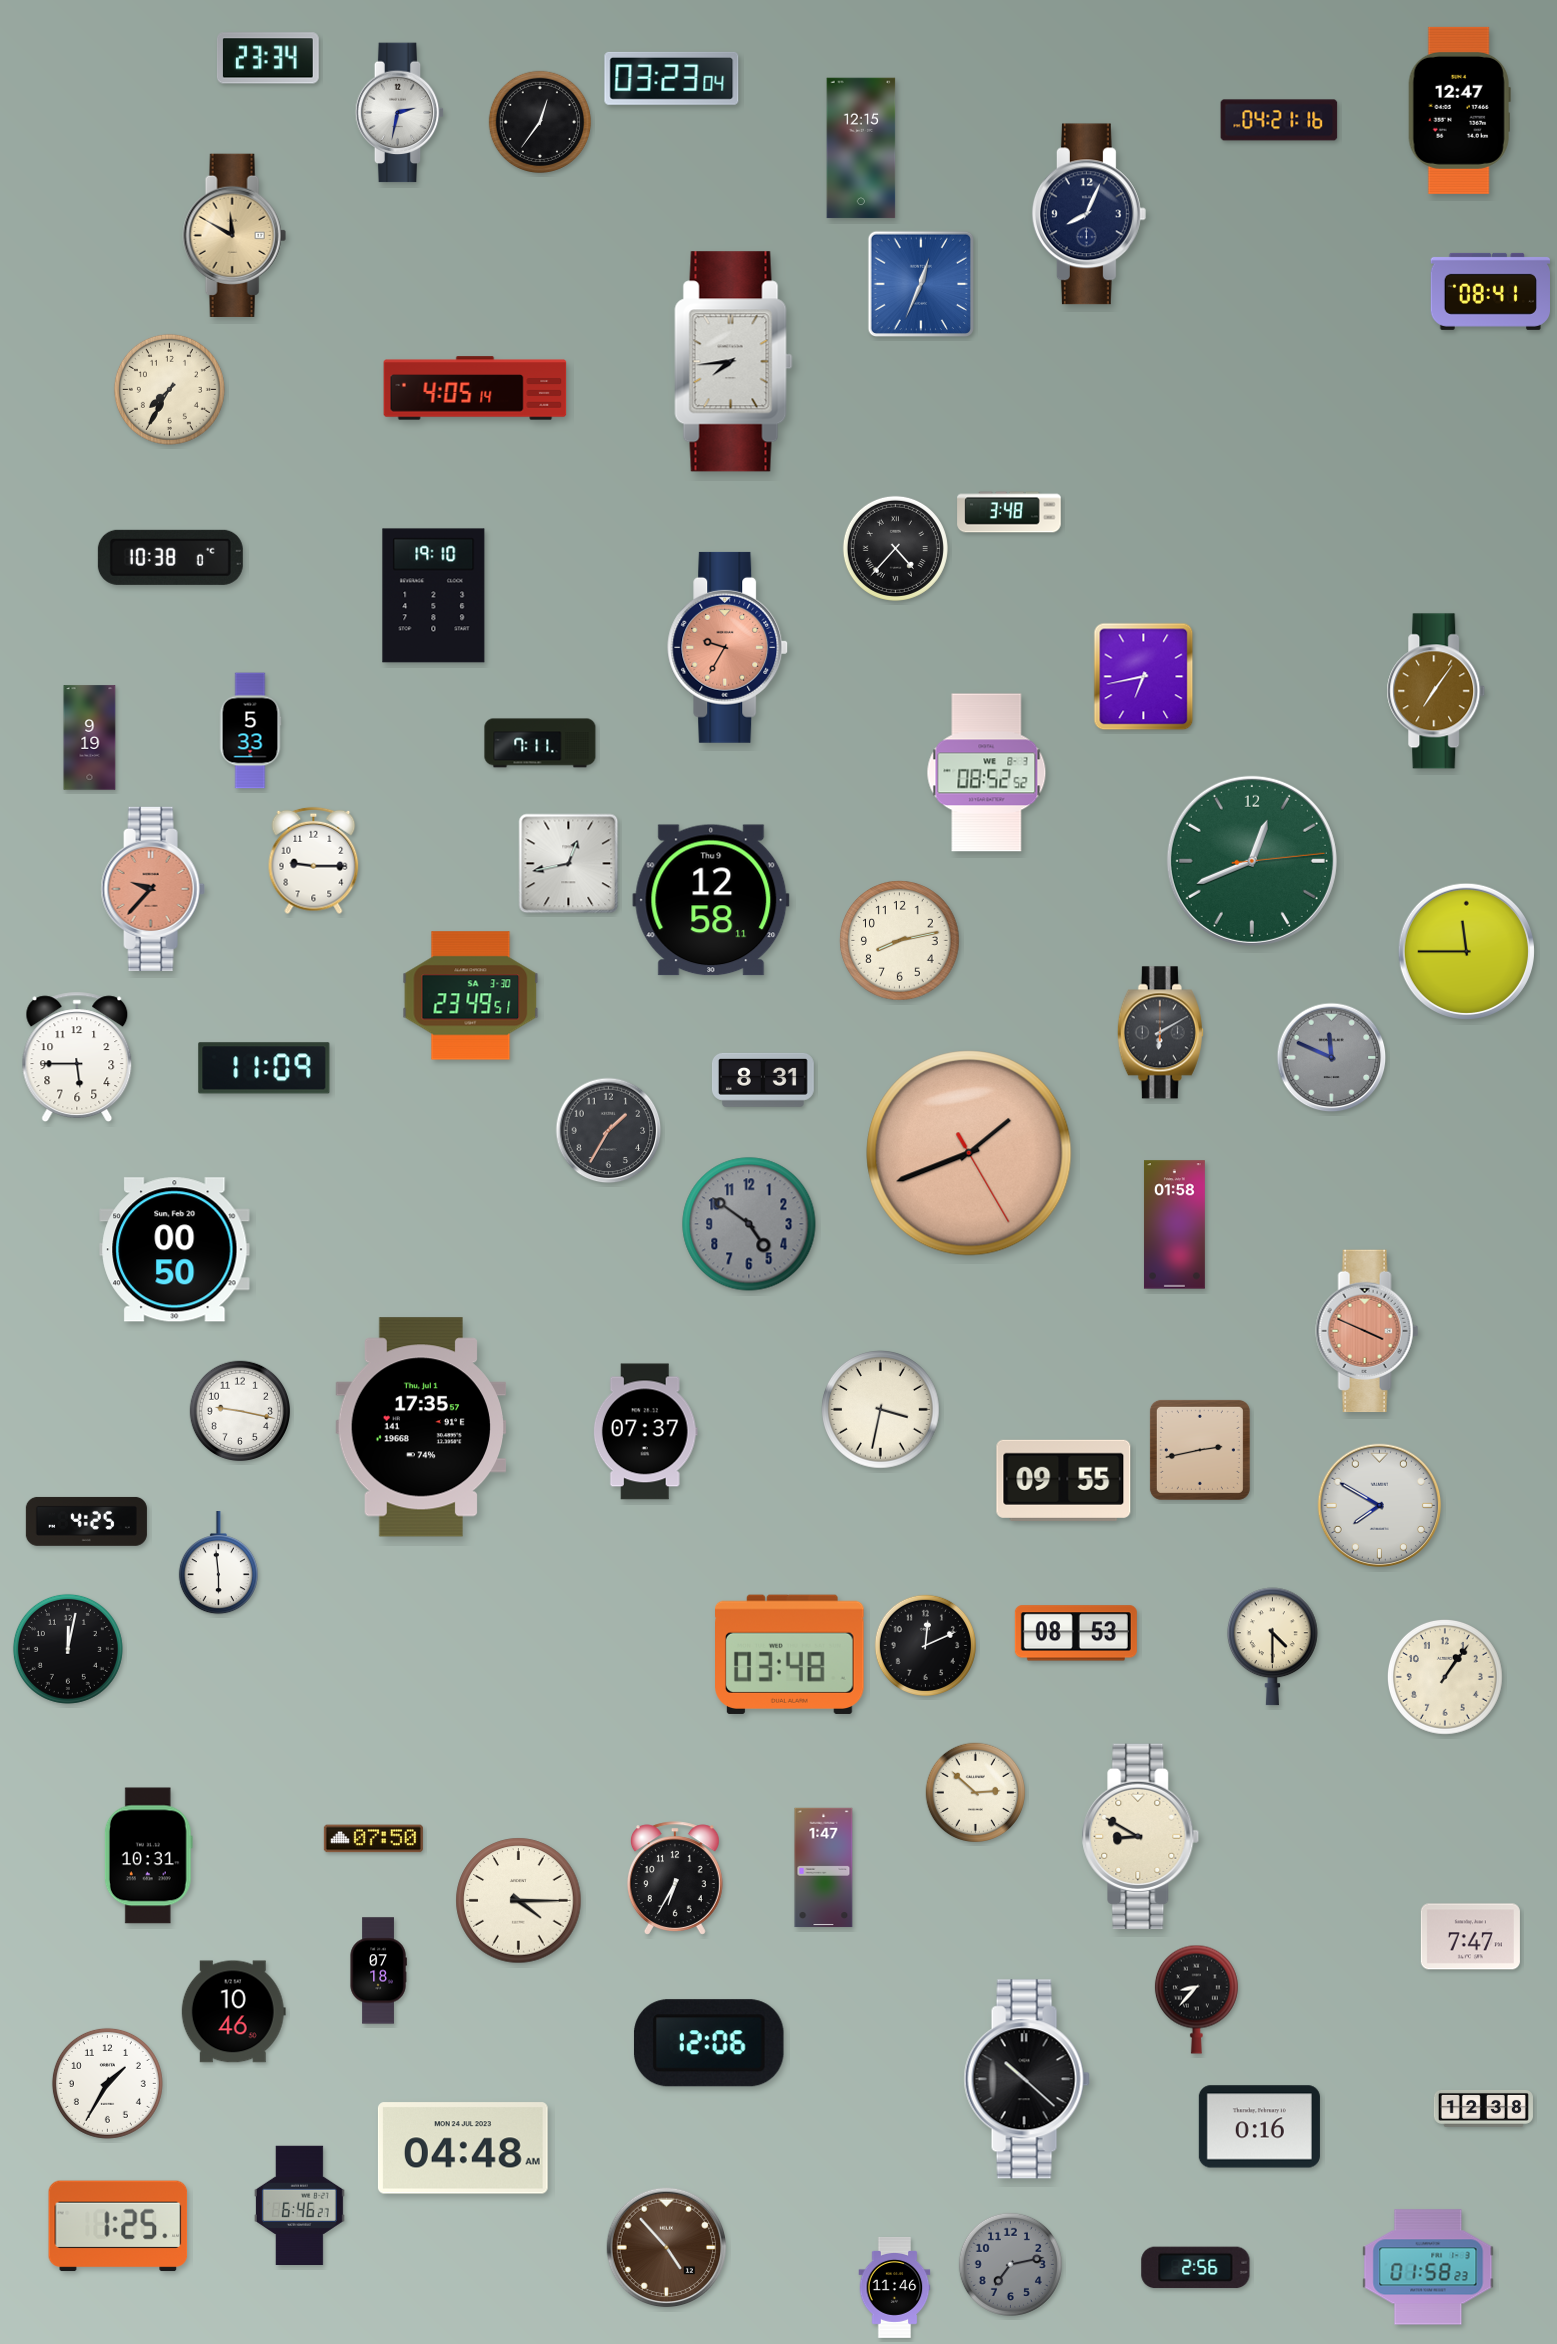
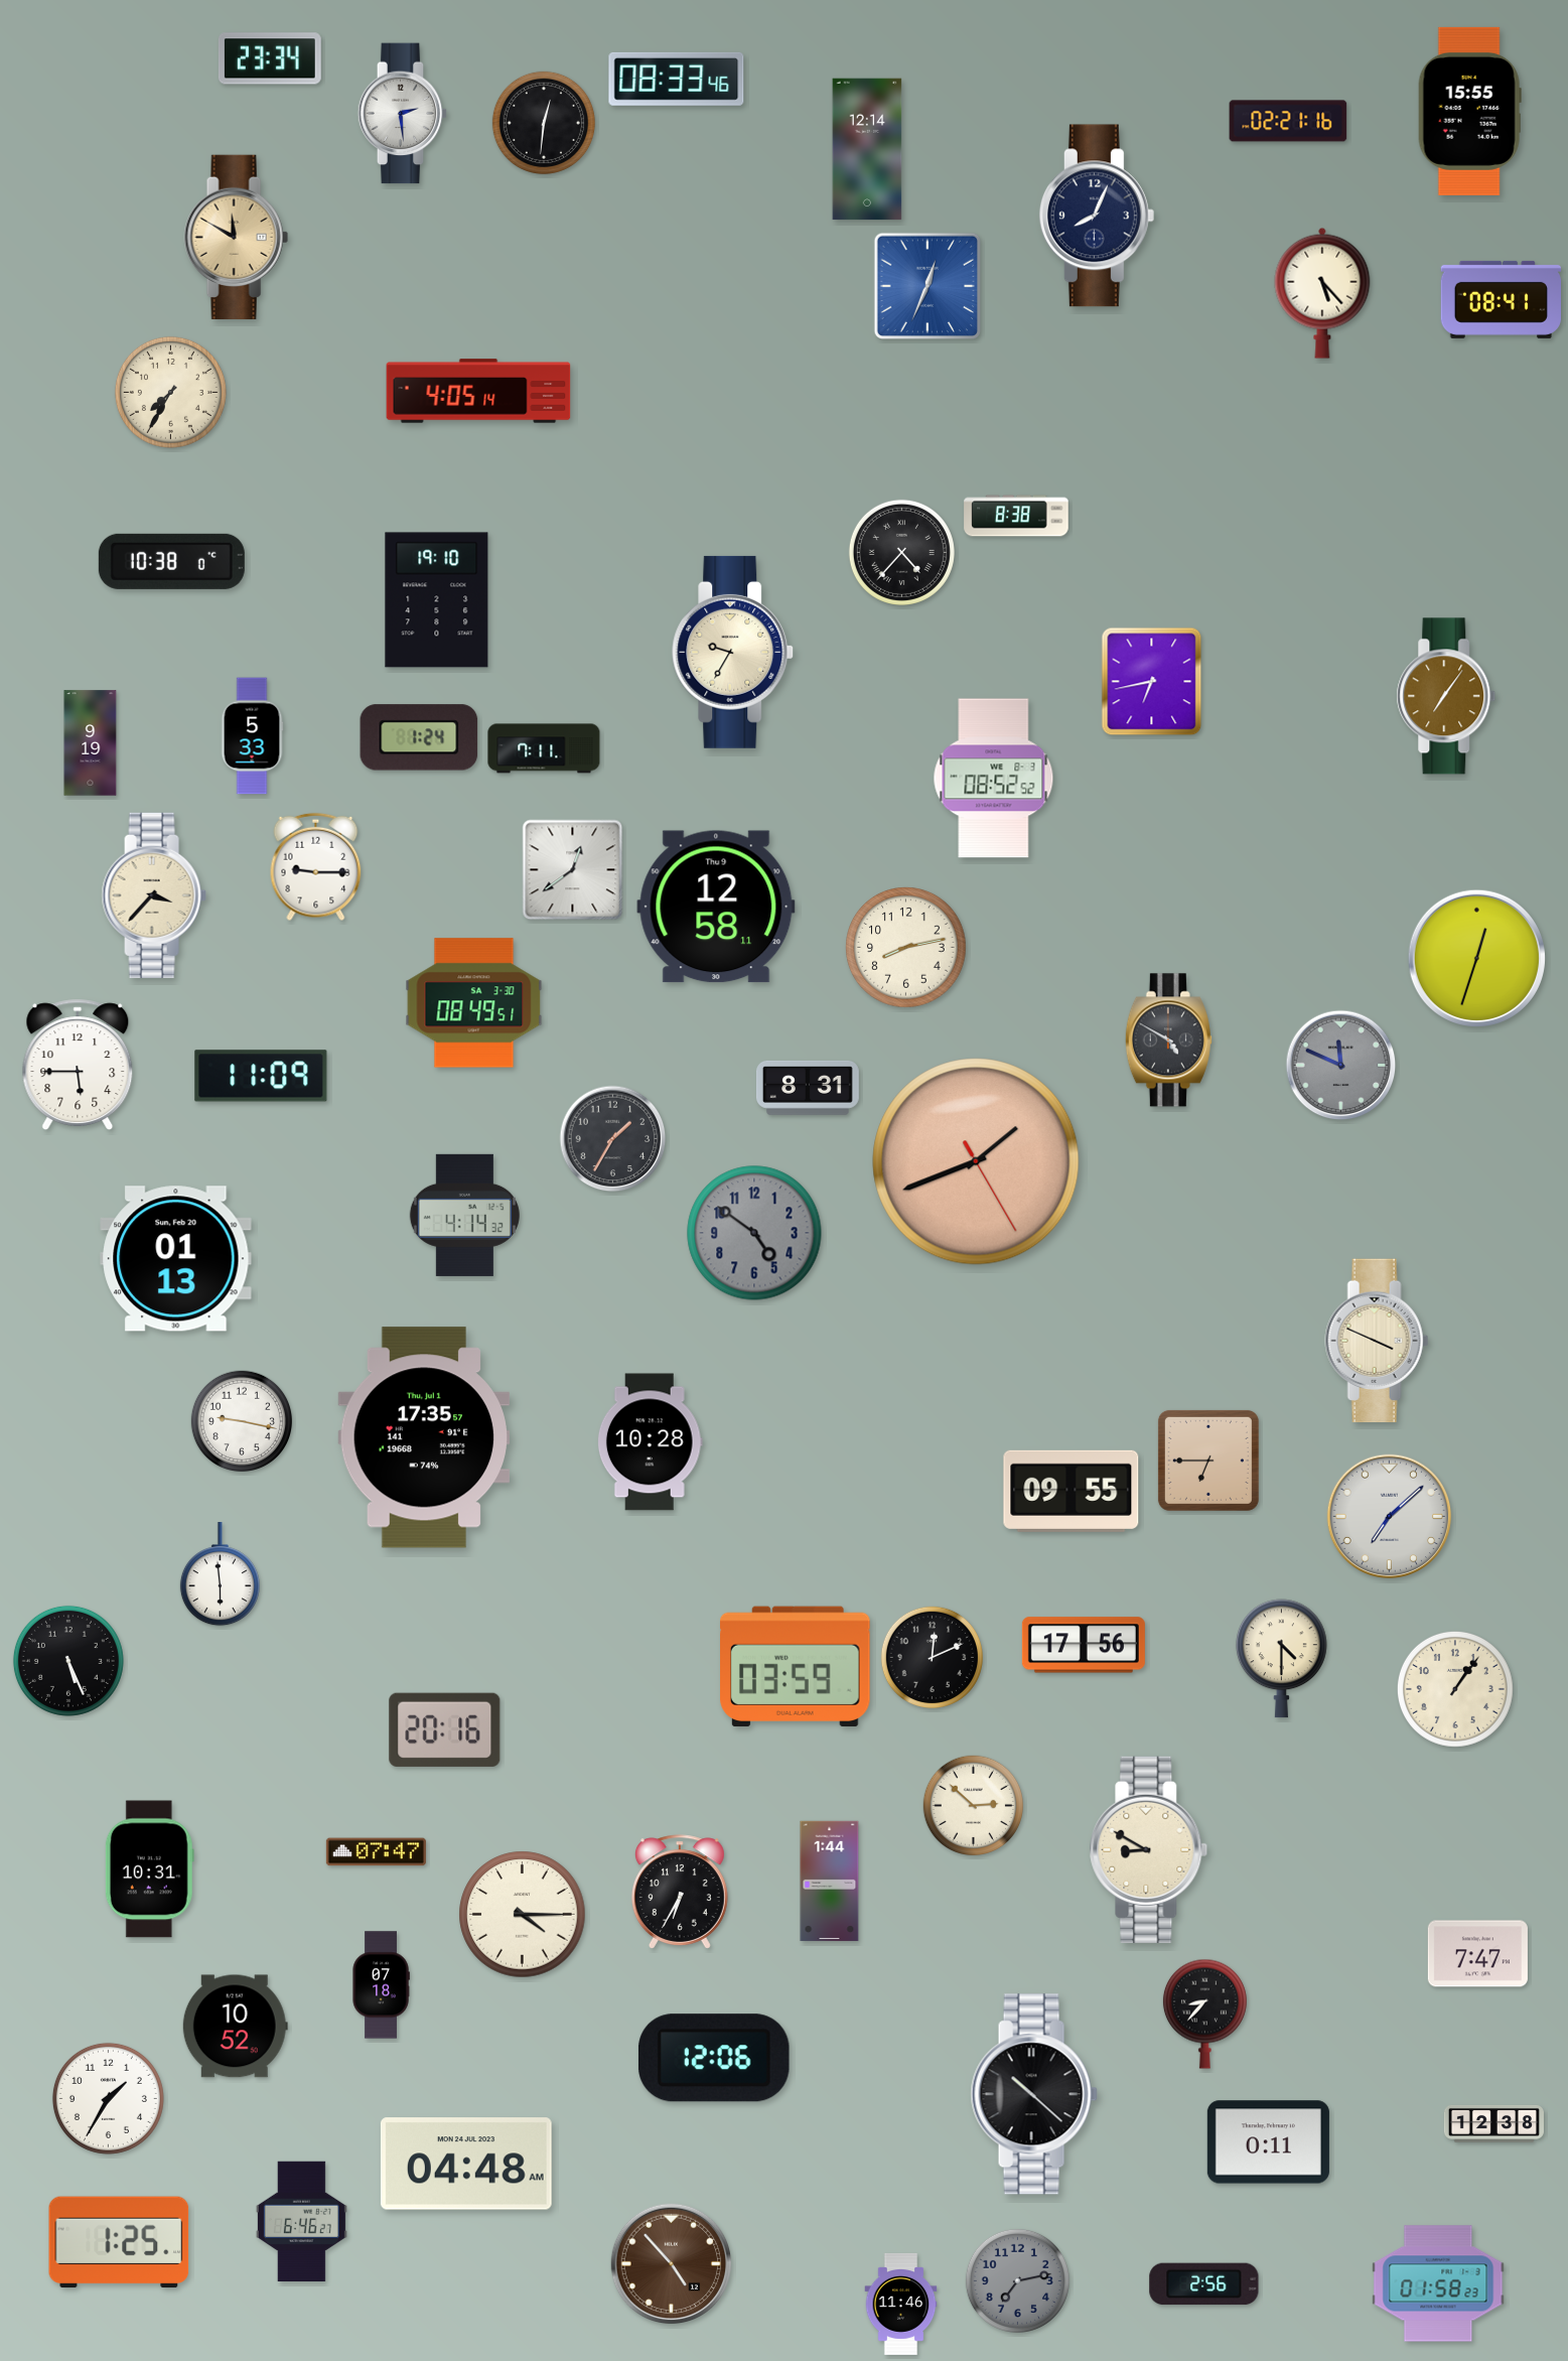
clock at (672, 78): 03:23 -> 08:33
clock at (1459, 110): 12:47 -> 15:55
clock at (400, 113): 2:32 -> 2:29
clock at (1279, 120): 04:21 -> 02:21
clock at (540, 122): 12:36 -> 12:31
clock at (861, 148): 12:15 -> 12:14
clock at (1322, 293): none -> 5:23
clock at (1490, 291) position: (1490, 291) -> (1501, 299)
clock at (734, 362): 7:44 -> none
clock at (1009, 512): 3:48 -> 8:38
clock at (728, 647) dial: salmon -> cream
clock at (419, 737): none -> 1:24
clock at (1252, 861): 12:41 -> none
clock at (569, 864): 12:43 -> 12:39
clock at (153, 889): 9:37 -> 3:37
clock at (153, 889) dial: salmon -> cream
clock at (1466, 951): 11:45 -> 12:33
clock at (471, 996): 23:49 -> 08:49
clock at (1160, 1033): 6:10 -> 4:50
clock at (264, 1068) position: (264, 1068) -> (261, 1076)
clock at (763, 1080) position: (763, 1080) -> (808, 1088)
clock at (464, 1215): none -> 4:14
clock at (1174, 1225): 01:58 -> none
clock at (175, 1250): 00:50 -> 01:13
clock at (1367, 1331) dial: salmon -> cream
clock at (881, 1410): 3:32 -> none
clock at (645, 1432): 07:37 -> 10:28
clock at (1200, 1450): 2:43 -> 6:45
clock at (1380, 1506): 7:50 -> 7:08
clock at (86, 1521): 4:25 -> none
clock at (1076, 1633): 08:53 -> 17:56
clock at (68, 1649): 12:02 -> 5:26
clock at (790, 1654): 03:48 -> 03:59
clock at (445, 1729): none -> 20:16
clock at (975, 1792) position: (975, 1792) -> (973, 1805)
clock at (373, 1839): 07:50 -> 07:47
clock at (824, 1868): 1:47 -> 1:44
clock at (1470, 1937) position: (1470, 1937) -> (1477, 1954)
clock at (233, 2012): 10:46 -> 10:52
clock at (1259, 2127): 0:16 -> 0:11
